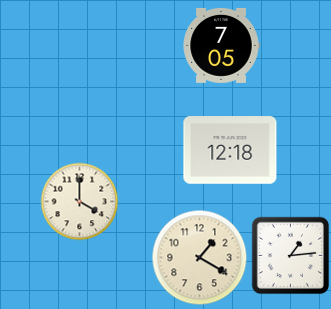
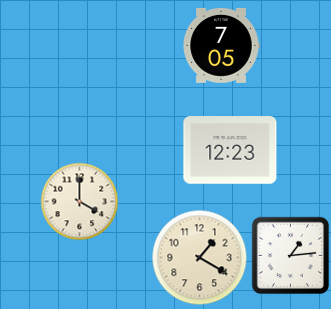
clock at (230, 150): 12:18 -> 12:23
